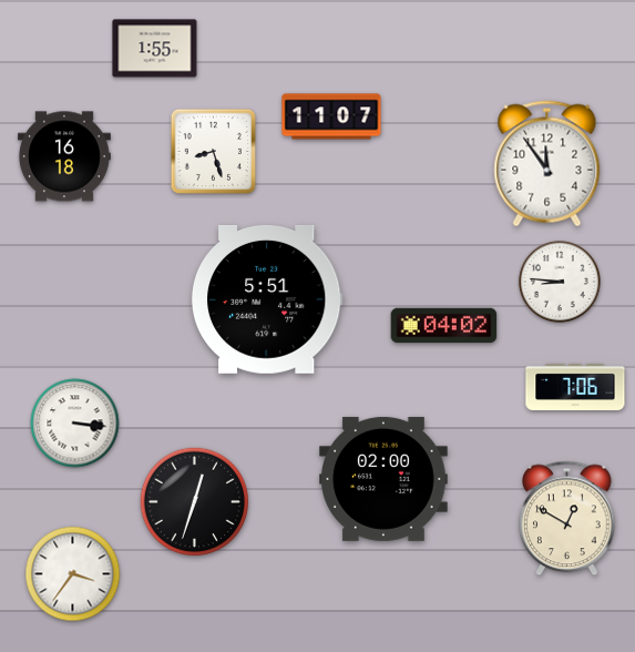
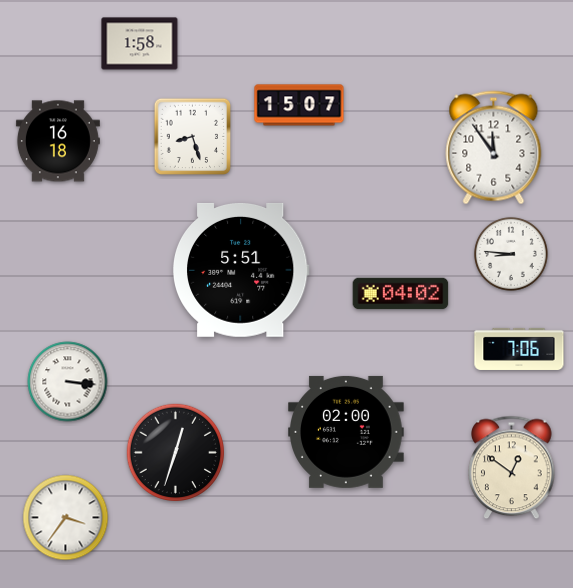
clock at (155, 49): 1:55 -> 1:58
clock at (331, 116): 11:07 -> 15:07
clock at (560, 282) position: (560, 282) -> (511, 254)
clock at (567, 519): 12:50 -> 12:51
